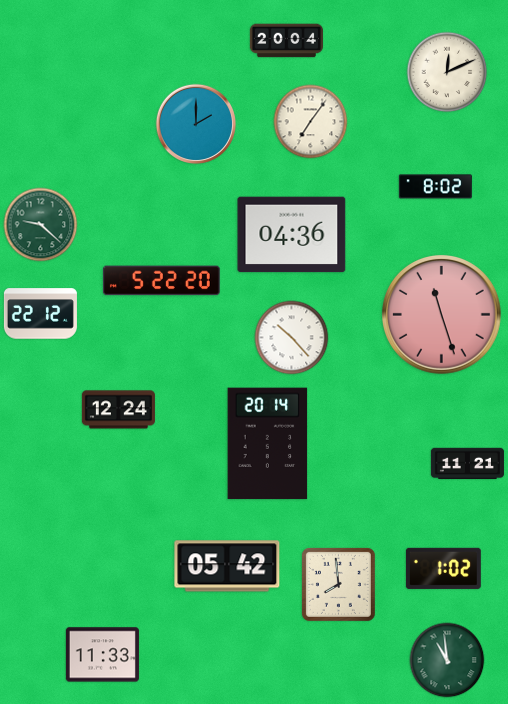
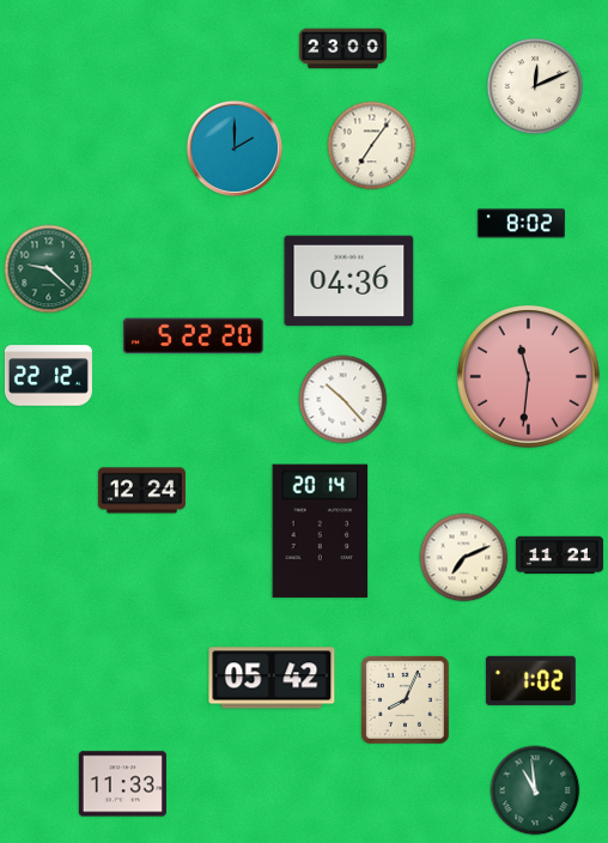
clock at (286, 41): 20:04 -> 23:00
clock at (442, 314): 11:27 -> 11:31
clock at (292, 338) position: (292, 338) -> (343, 400)
clock at (464, 558): none -> 7:11
clock at (338, 584): 7:59 -> 8:04
